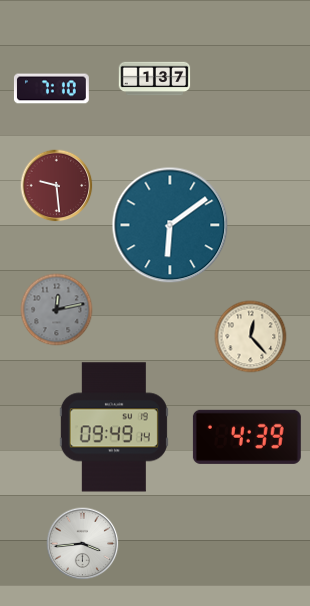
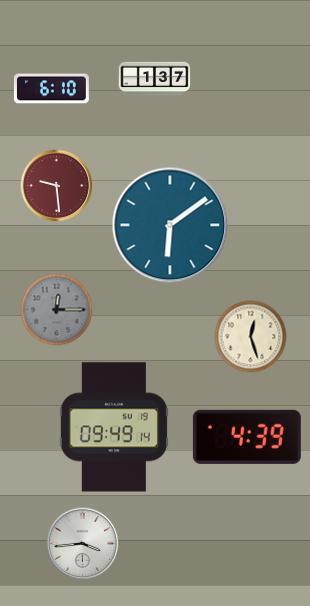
clock at (51, 89): 7:10 -> 6:10
clock at (57, 310): 12:13 -> 12:15
clock at (251, 337): 12:23 -> 12:27
